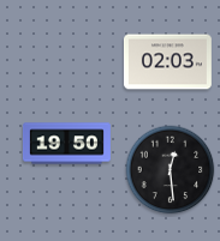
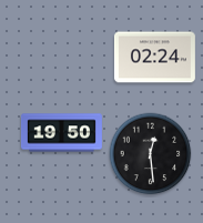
clock at (167, 62): 02:03 -> 02:24
clock at (171, 170) position: (171, 170) -> (151, 154)
